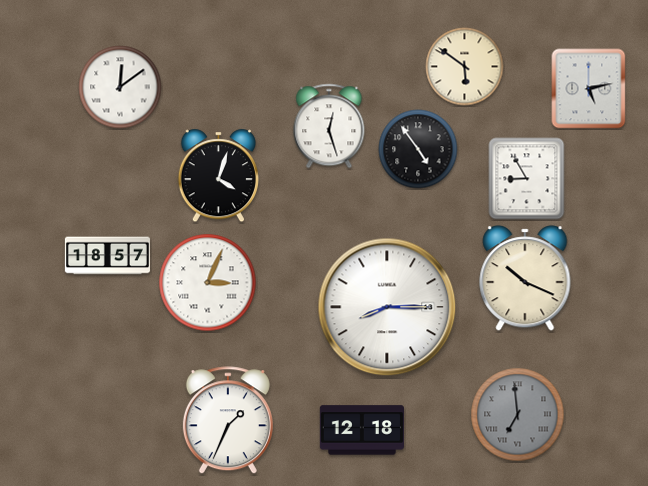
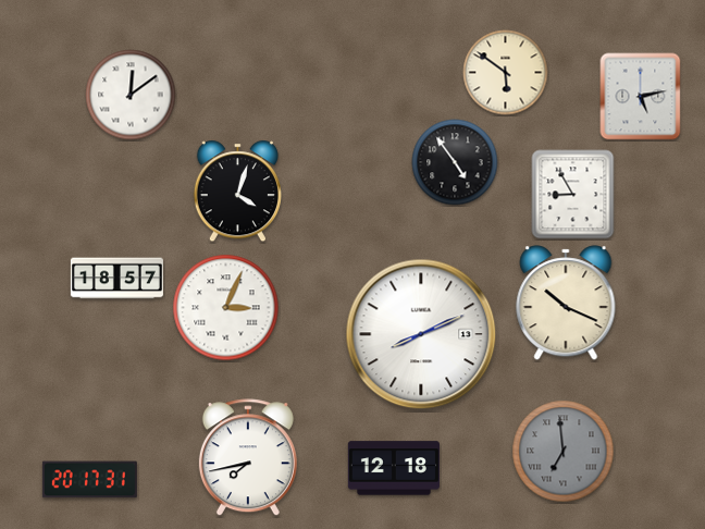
clock at (329, 126): 12:27 -> none
clock at (525, 278) position: (525, 278) -> (566, 303)
clock at (387, 307): 8:15 -> 8:11
clock at (228, 421): 1:34 -> 7:43
clock at (89, 480): none -> 20:17
